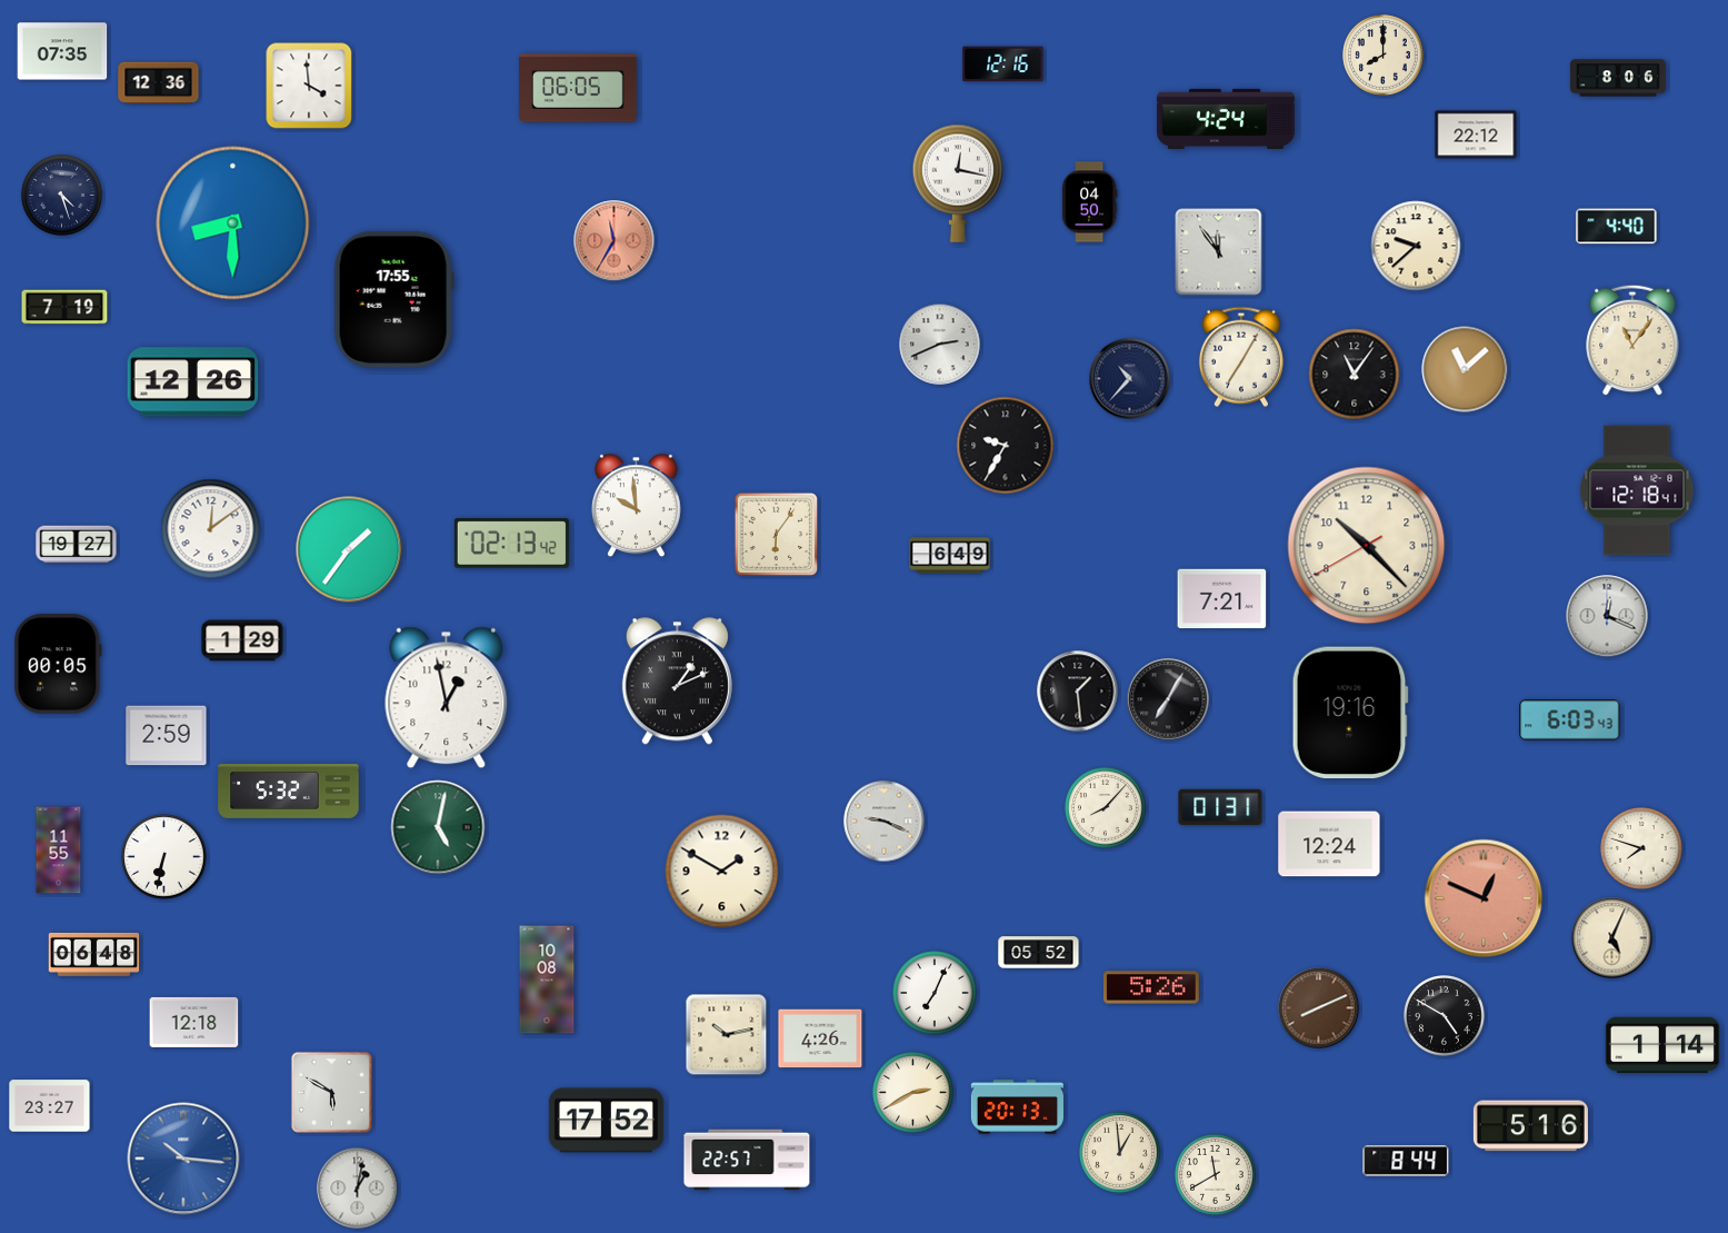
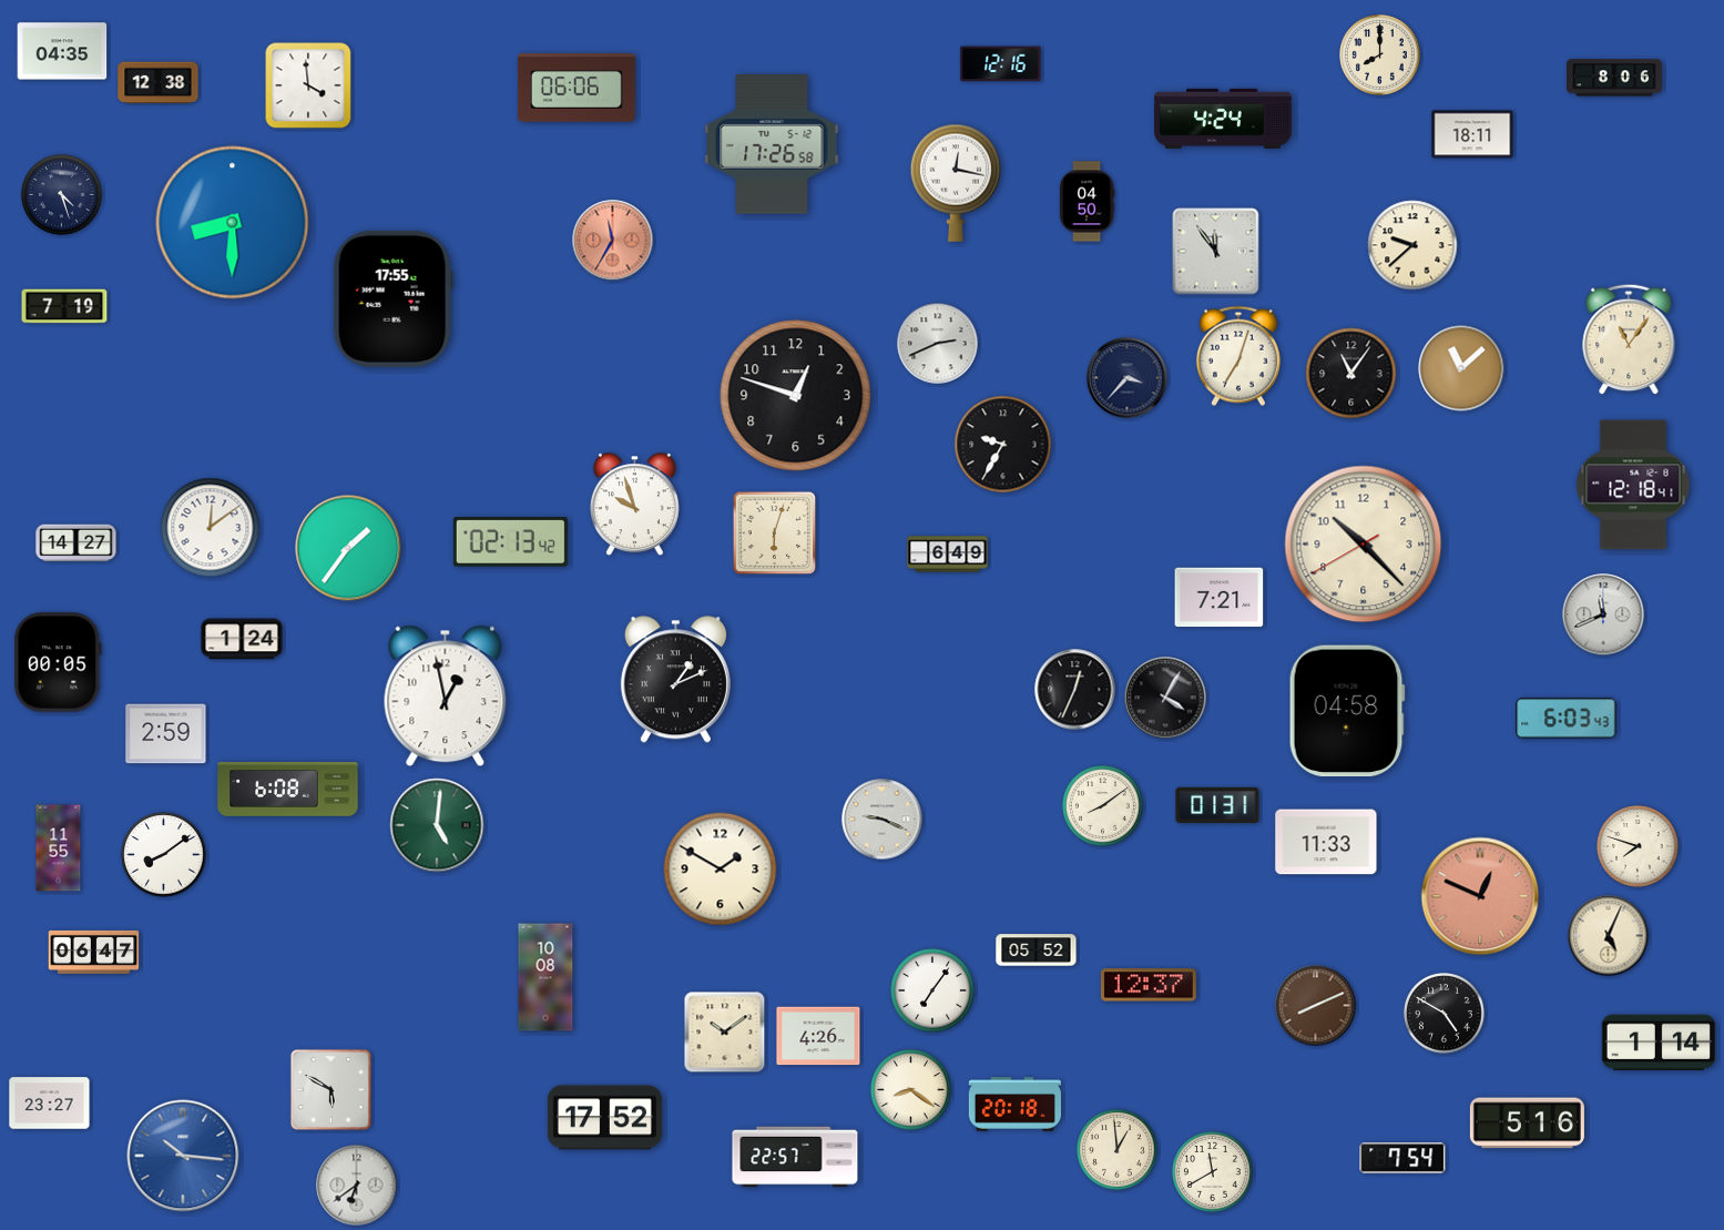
clock at (62, 51): 07:35 -> 04:35
clock at (159, 83): 12:36 -> 12:38
clock at (579, 88): 06:05 -> 06:06
clock at (1476, 135): 22:12 -> 18:11
clock at (772, 144): none -> 17:26
clock at (1617, 227): 4:40 -> none
clock at (1241, 357): 7:05 -> 7:03
clock at (1130, 379): 10:37 -> 3:37
clock at (193, 382): 12:26 -> none
clock at (796, 396): none -> 12:48
clock at (1637, 490) position: (1637, 490) -> (1633, 485)
clock at (636, 506): 9:59 -> 9:57
clock at (777, 535): 6:06 -> 6:03
clock at (77, 545): 19:27 -> 14:27
clock at (1607, 616): 12:19 -> 11:41
clock at (242, 640): 1:29 -> 1:24
clock at (1078, 692): 1:29 -> 12:34
clock at (1168, 699): 7:05 -> 4:05
clock at (1350, 713): 19:16 -> 04:58
clock at (289, 792): 5:32 -> 6:08
clock at (1106, 808): 8:07 -> 8:09
clock at (438, 827): 5:02 -> 5:01
clock at (1329, 844): 12:24 -> 11:33
clock at (164, 857): 6:32 -> 8:09
clock at (94, 954): 06:48 -> 06:47
clock at (1151, 987): 5:26 -> 12:37
clock at (935, 993): 7:04 -> 7:06
clock at (1445, 1016) position: (1445, 1016) -> (1445, 1014)
clock at (194, 1022): 12:18 -> none
clock at (727, 1035): 10:13 -> 10:09
clock at (913, 1093): 2:40 -> 8:21
clock at (1017, 1107): 20:13 -> 20:18
clock at (747, 1160) position: (747, 1160) -> (795, 1157)
clock at (1406, 1161): 8:44 -> 7:54
clock at (358, 1189): 1:02 -> 6:39
